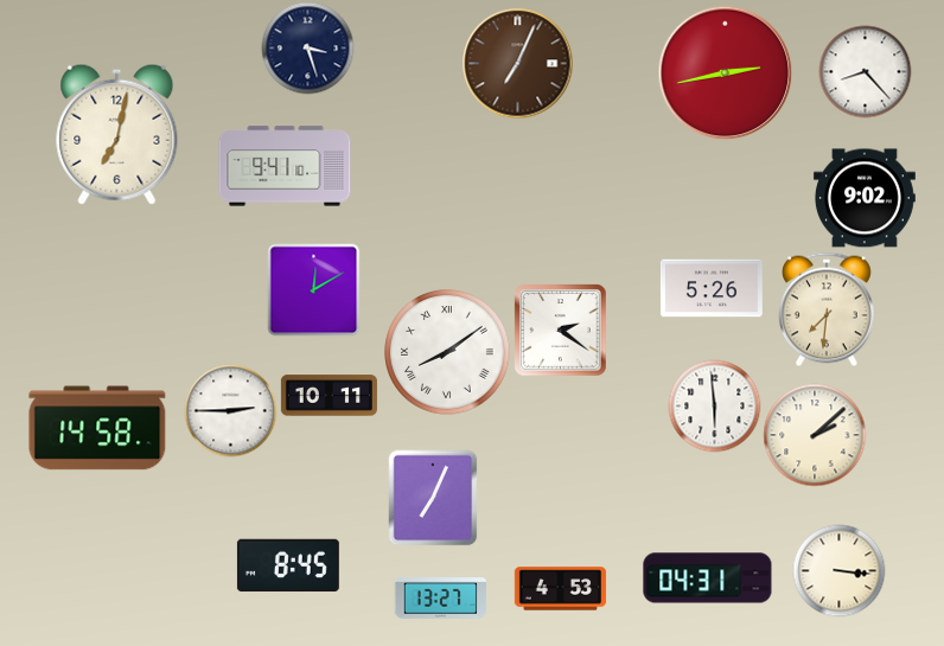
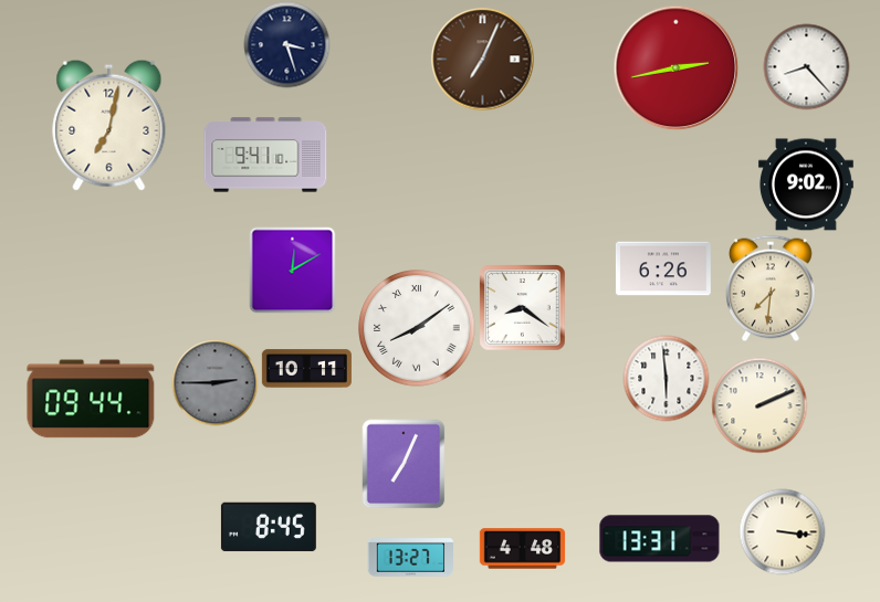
clock at (712, 288): 5:26 -> 6:26
clock at (560, 330): 2:21 -> 8:21
clock at (230, 410) dial: white -> grey
clock at (97, 428): 14:58 -> 09:44
clock at (815, 435): 2:08 -> 2:11
clock at (708, 578): 04:31 -> 13:31
clock at (560, 589): 4:53 -> 4:48
